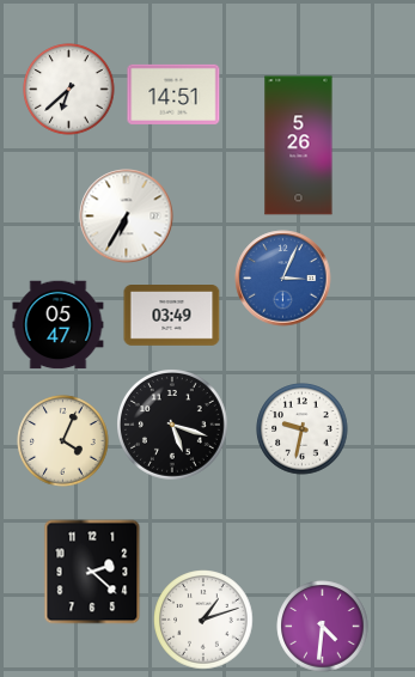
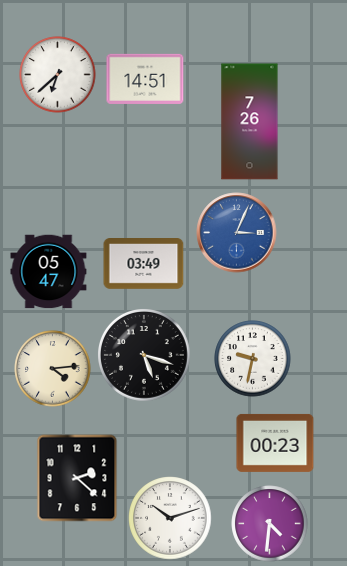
clock at (299, 146): 5:26 -> 7:26
clock at (127, 216): 6:35 -> none
clock at (63, 441): 4:04 -> 4:14
clock at (275, 443): none -> 00:23
clock at (203, 620): 1:12 -> 10:12
